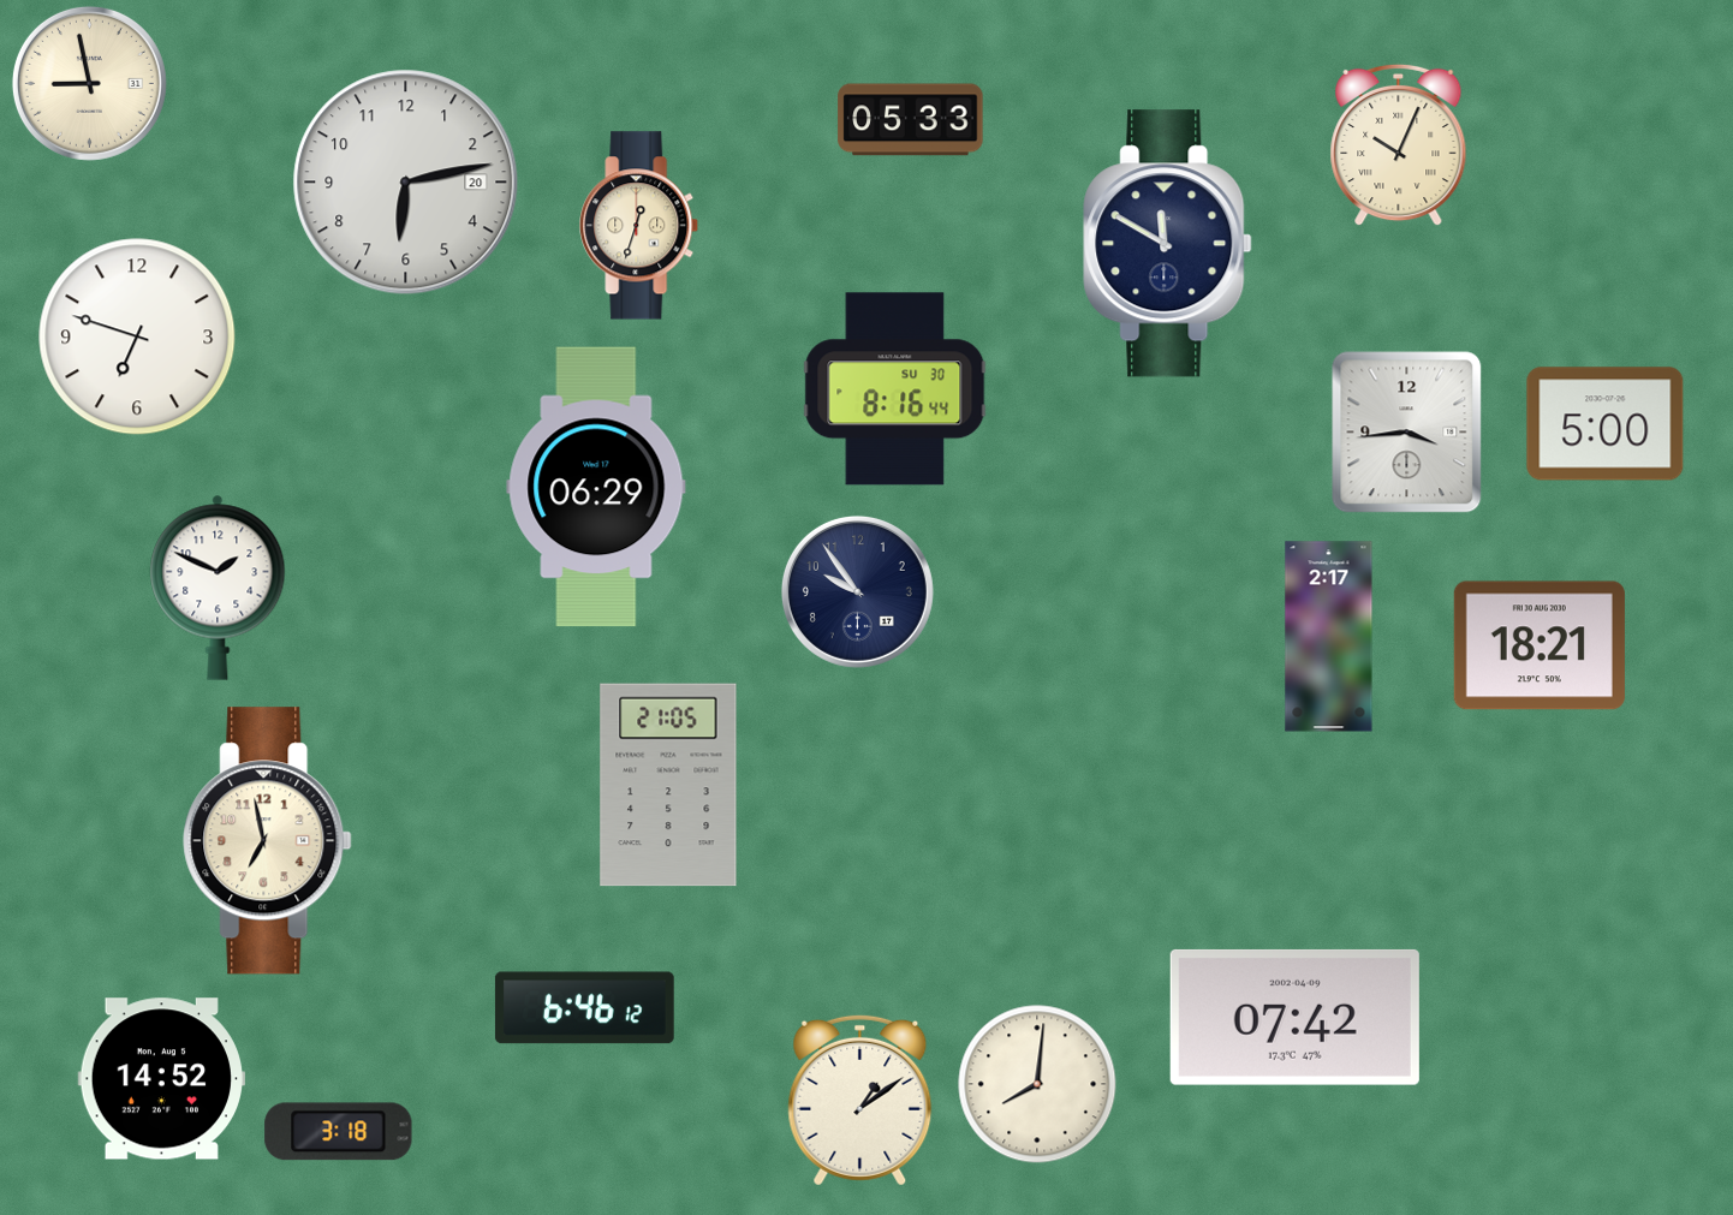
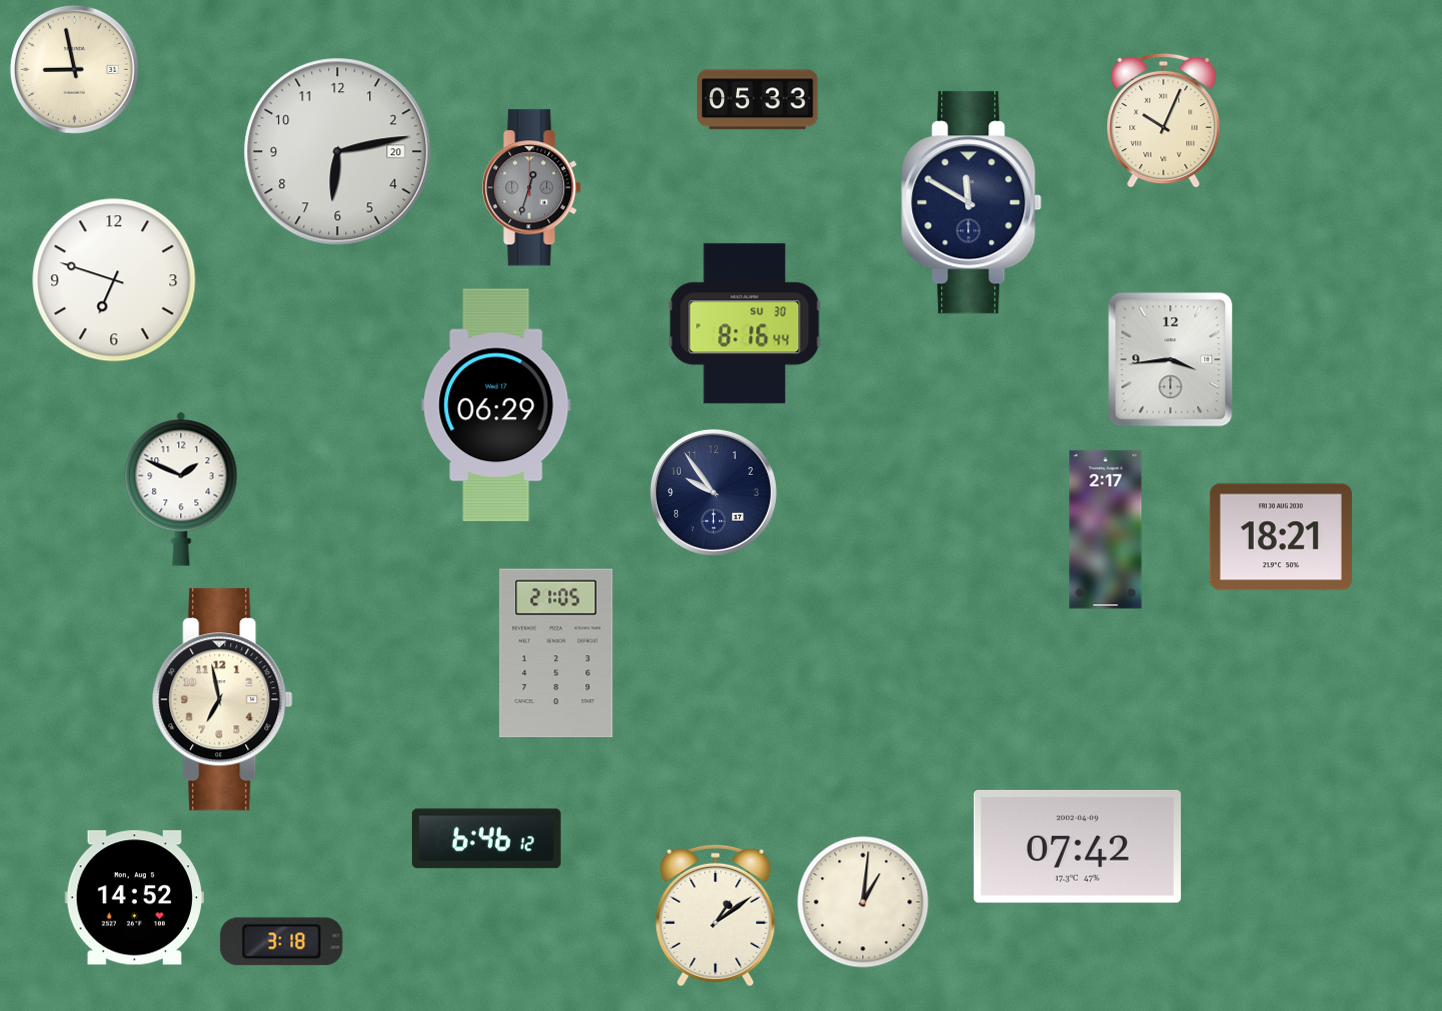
clock at (639, 226) dial: cream -> grey
clock at (1606, 424): 5:00 -> none
clock at (1037, 1084): 8:01 -> 1:01
